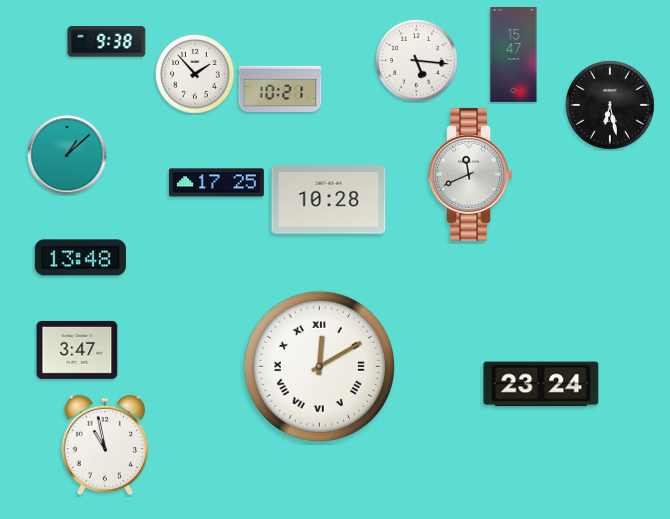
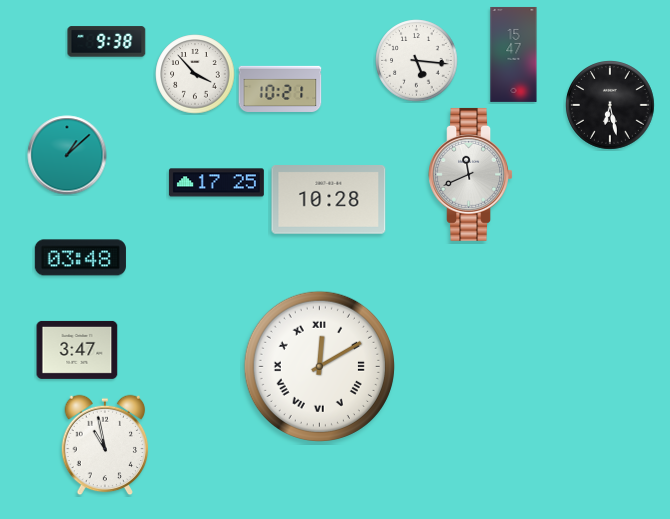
clock at (195, 74): 1:53 -> 3:53
clock at (80, 258): 13:48 -> 03:48
clock at (541, 384): 23:24 -> none
